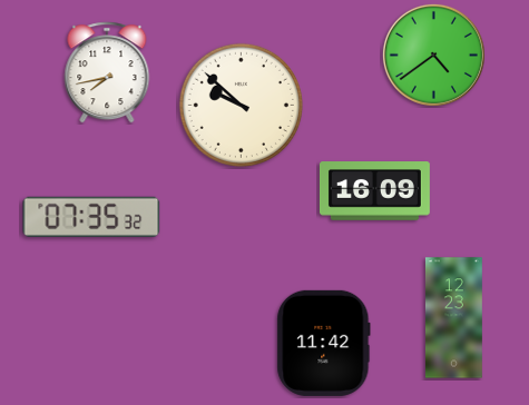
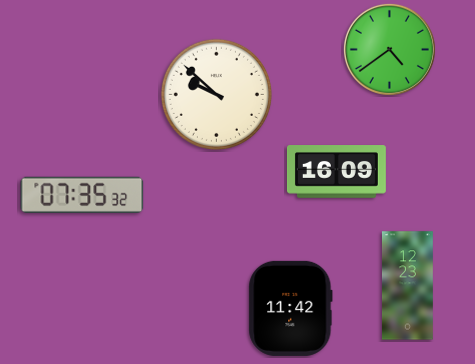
clock at (107, 72): 7:43 -> none
